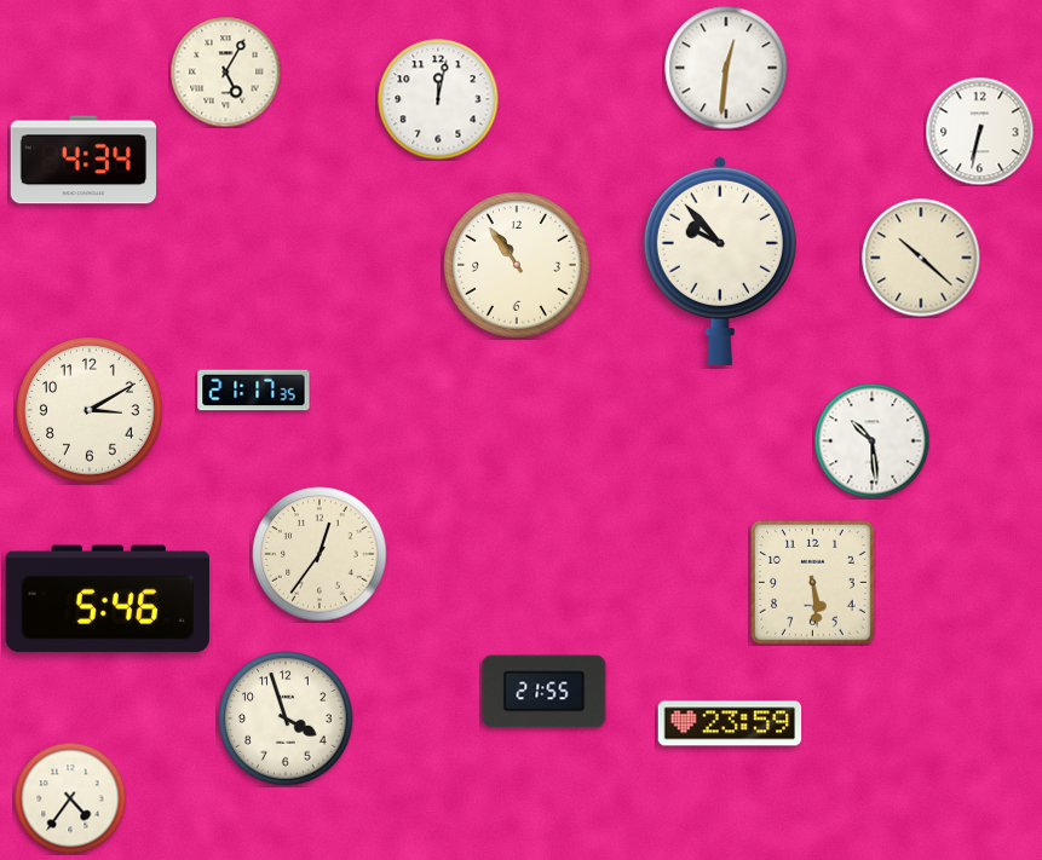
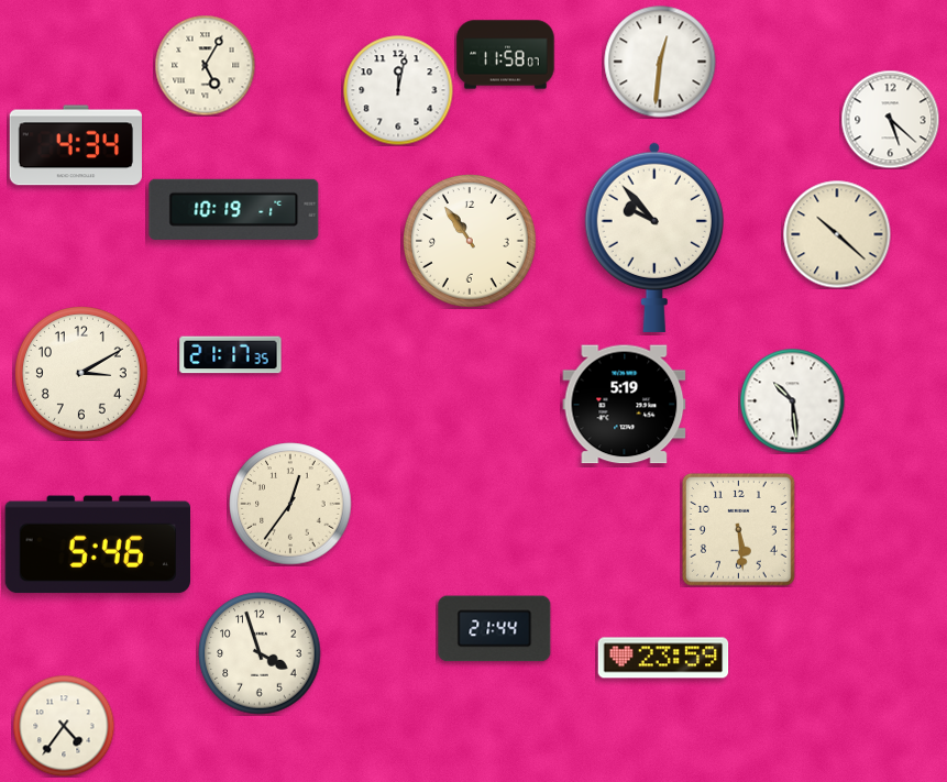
clock at (506, 55): none -> 11:58
clock at (979, 131): 6:32 -> 5:22
clock at (234, 209): none -> 10:19
clock at (625, 405): none -> 5:19
clock at (545, 692): 21:55 -> 21:44
